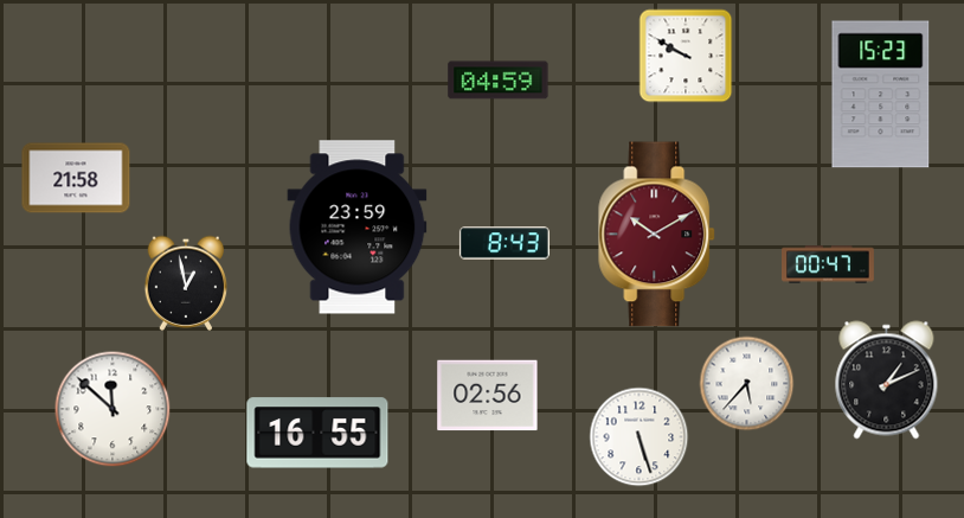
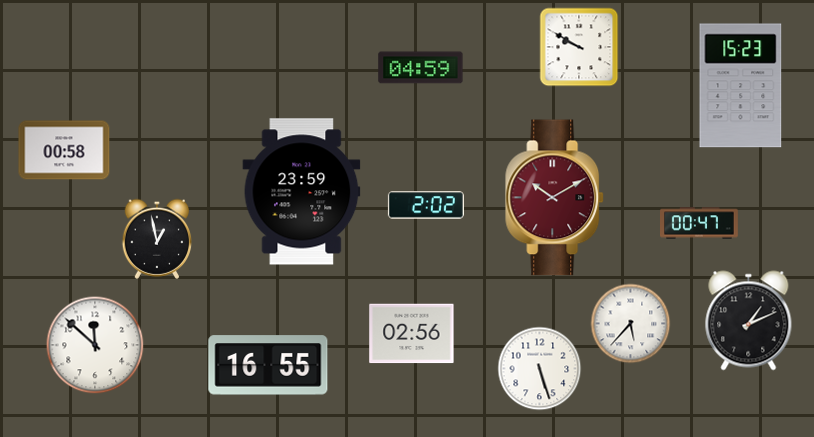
clock at (881, 95) position: (881, 95) -> (741, 86)
clock at (76, 178): 21:58 -> 00:58
clock at (505, 243): 8:43 -> 2:02
